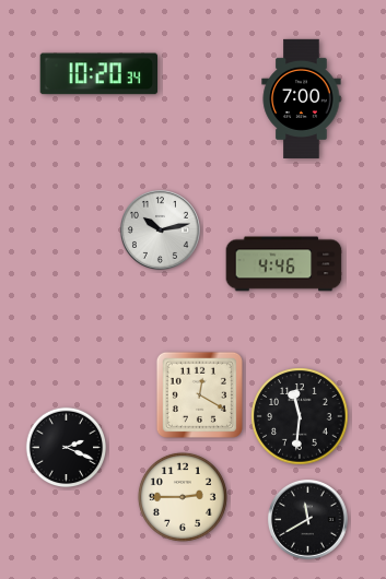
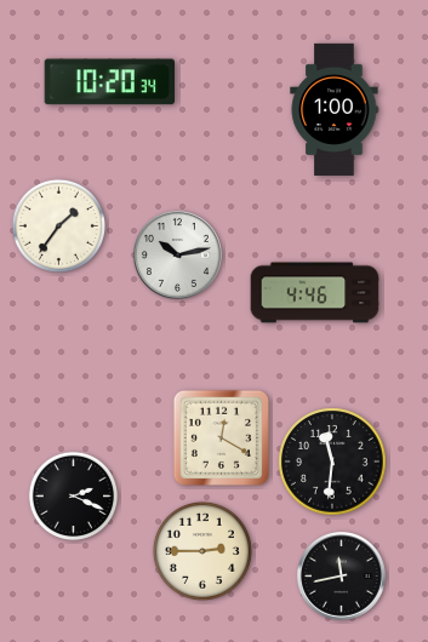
clock at (302, 98): 7:00 -> 1:00
clock at (58, 225): none -> 1:36
clock at (307, 519): 11:40 -> 11:43
